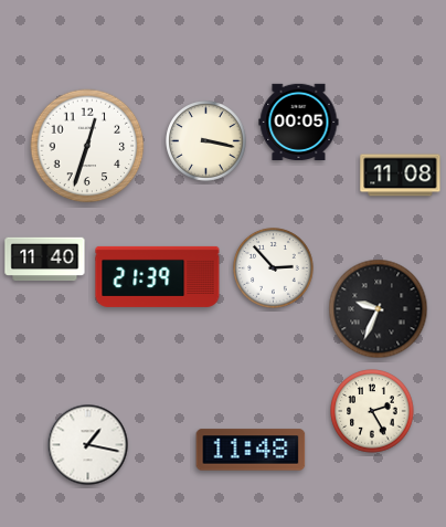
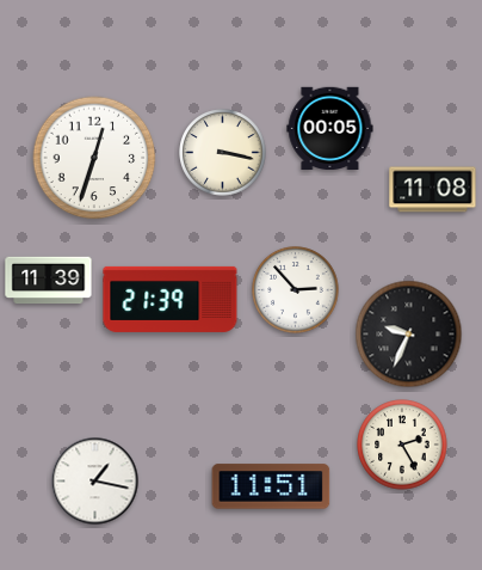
clock at (299, 122) position: (299, 122) -> (330, 128)
clock at (45, 260): 11:40 -> 11:39
clock at (251, 450): 11:48 -> 11:51
